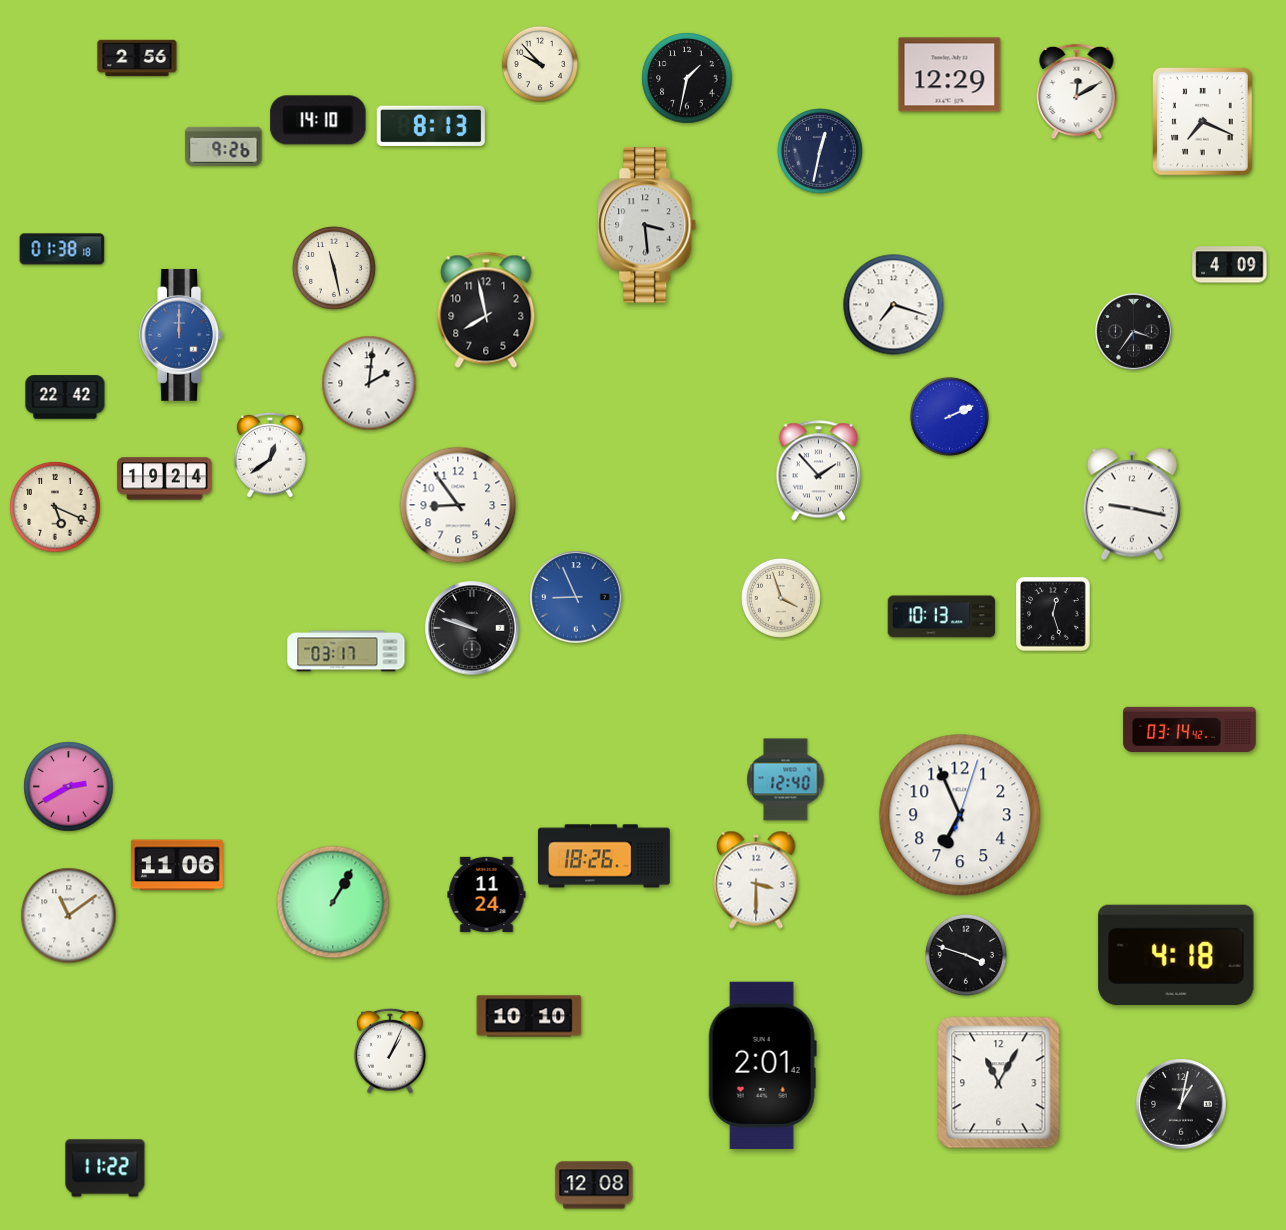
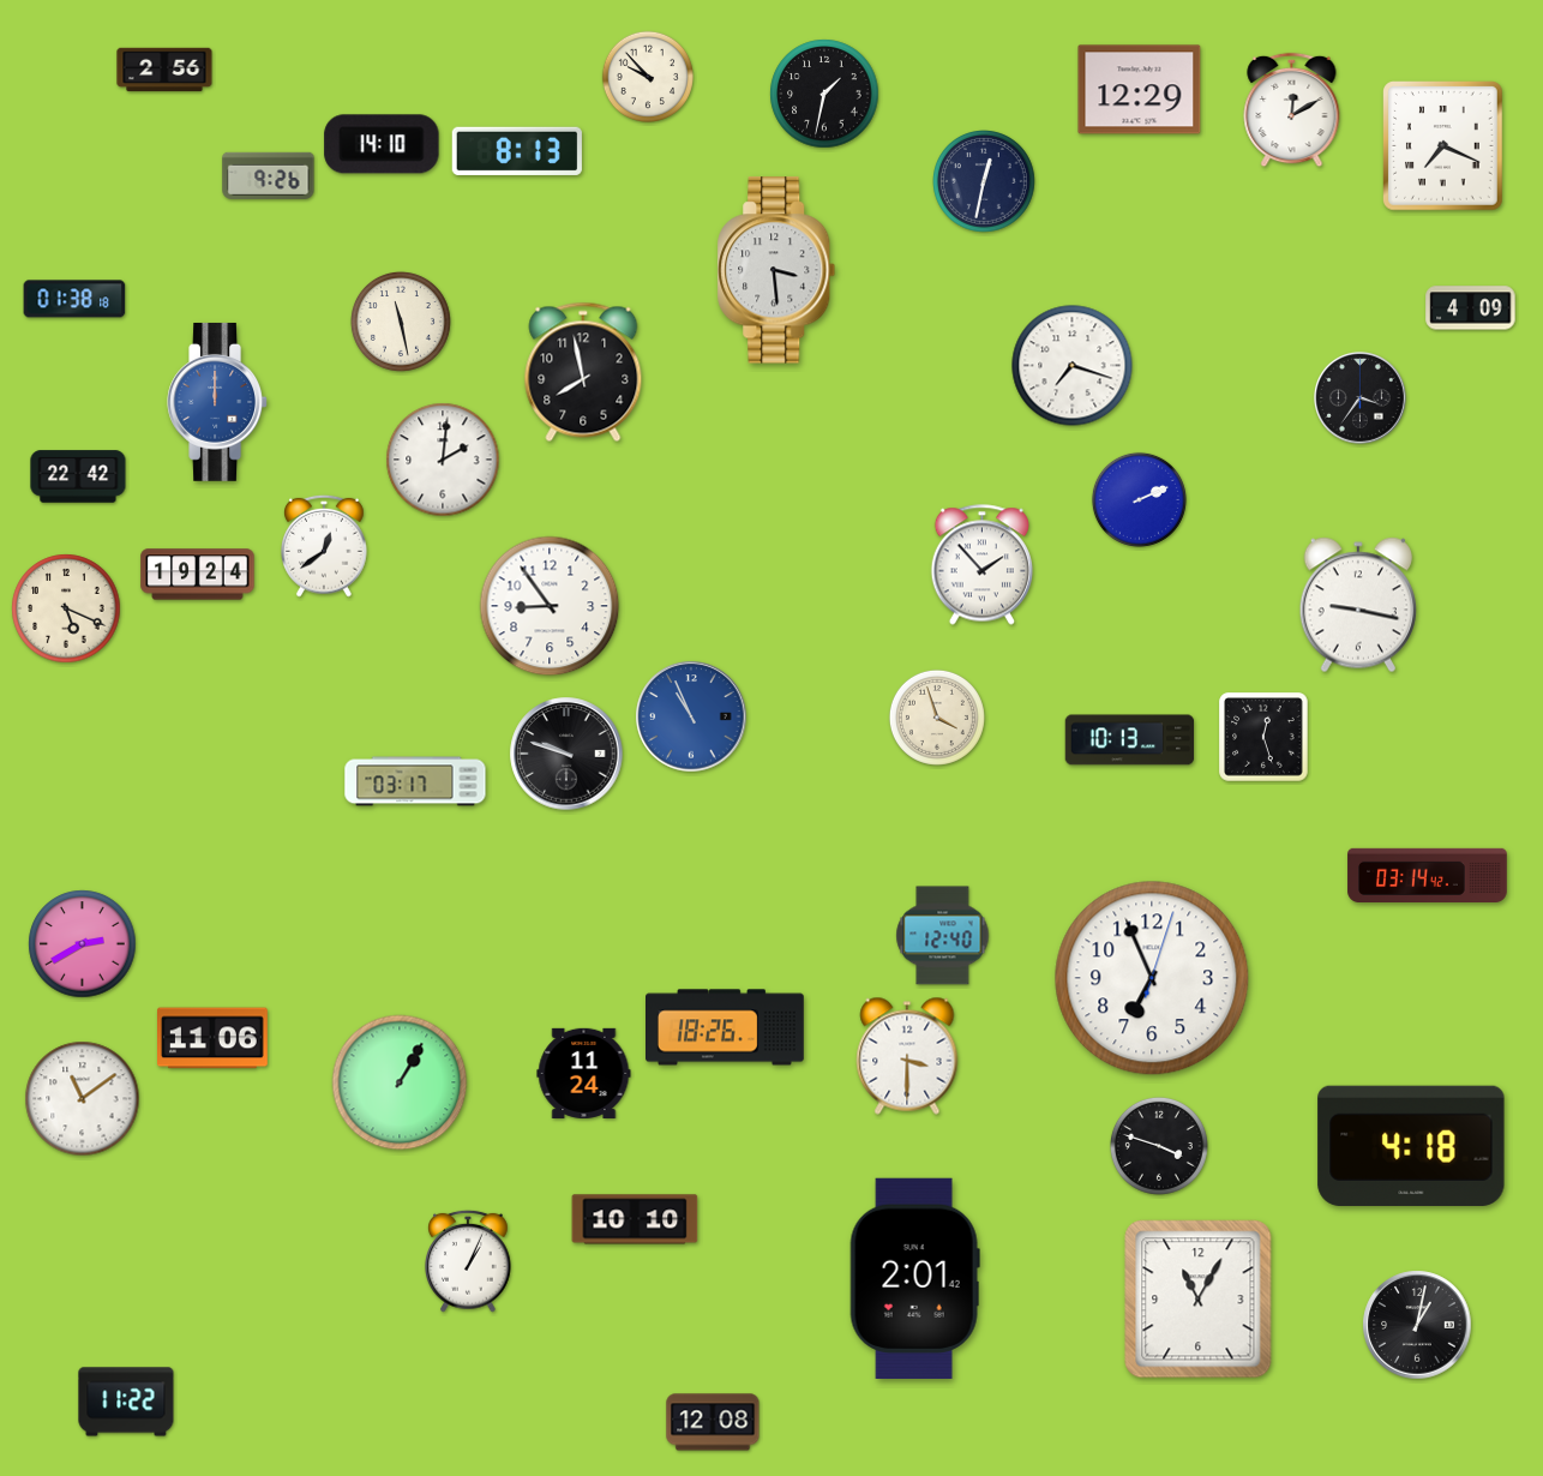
clock at (1230, 265) position: (1230, 265) -> (1471, 308)
clock at (576, 597): 8:56 -> 10:56
